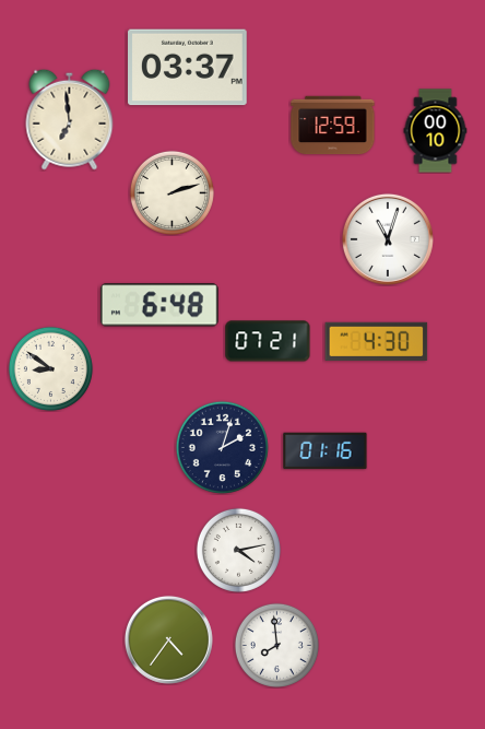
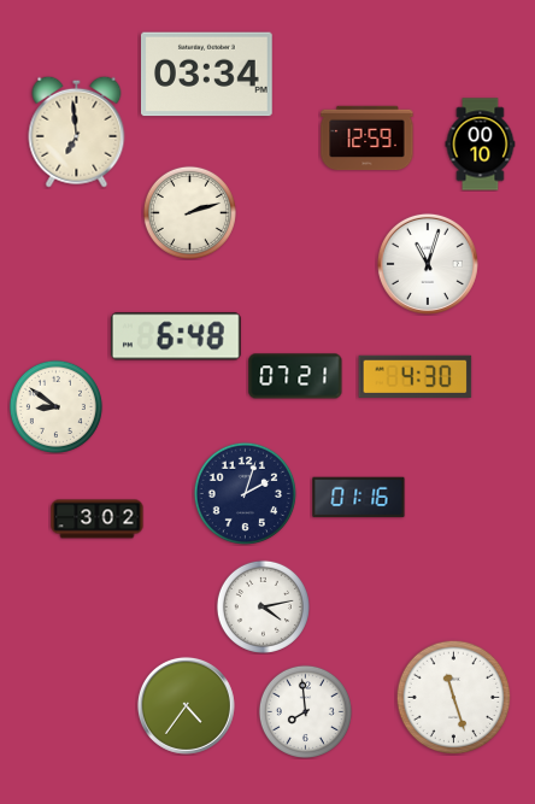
clock at (188, 68): 03:37 -> 03:34
clock at (98, 520): none -> 3:02
clock at (453, 697): none -> 11:27
